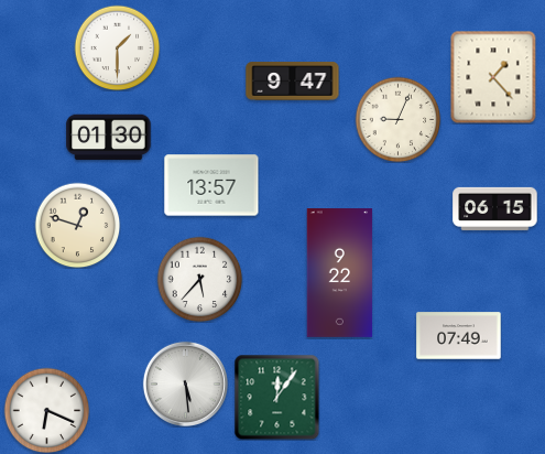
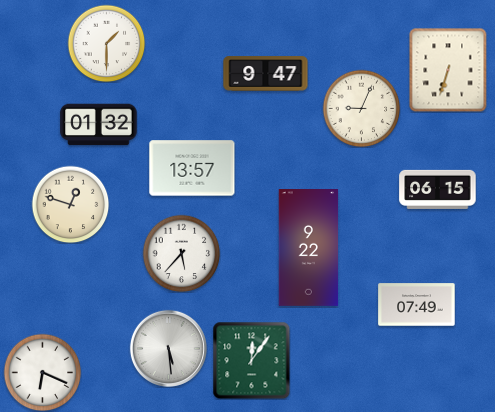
clock at (493, 77): 1:23 -> 6:33
clock at (109, 138): 01:30 -> 01:32
clock at (495, 208) position: (495, 208) -> (438, 189)
